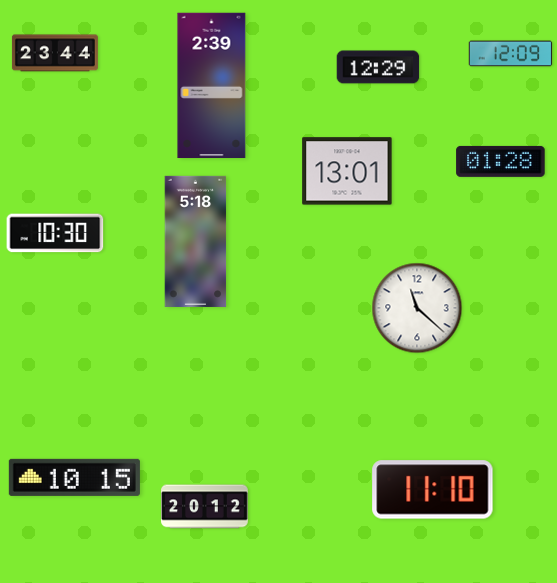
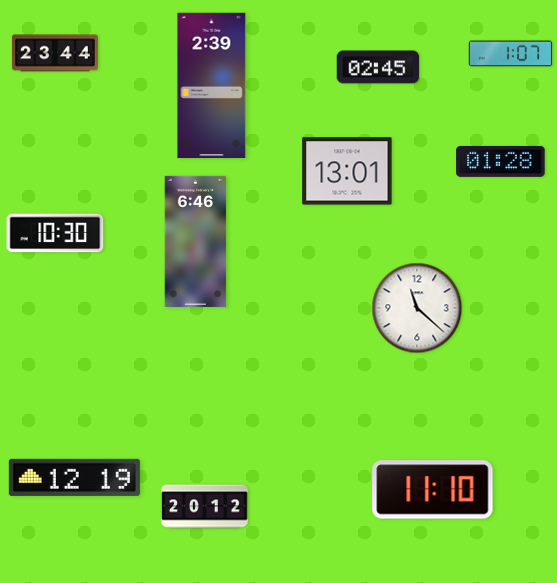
clock at (511, 54): 12:09 -> 1:07
clock at (378, 67): 12:29 -> 02:45
clock at (196, 241): 5:18 -> 6:46
clock at (74, 477): 10:15 -> 12:19
